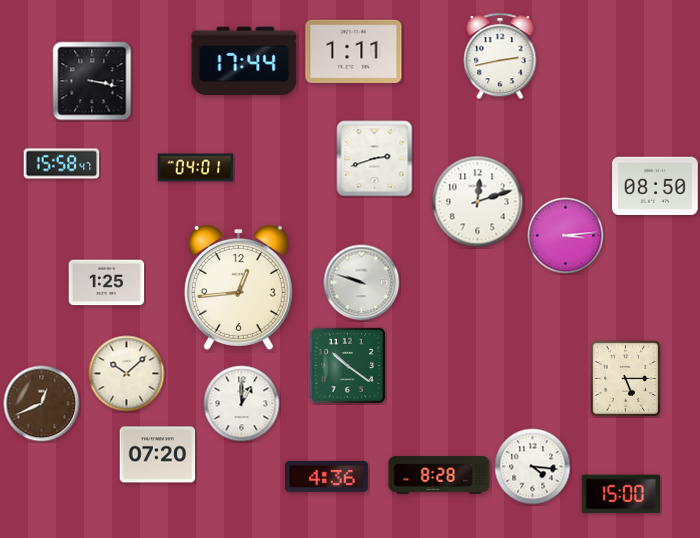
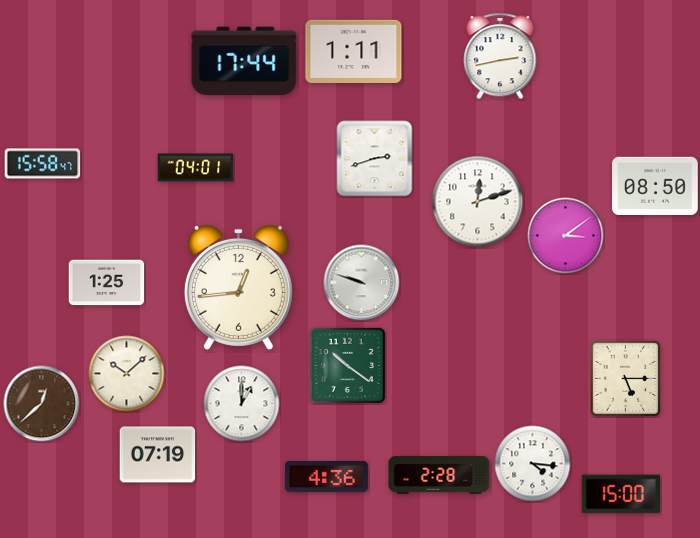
clock at (92, 81): 3:17 -> none
clock at (62, 164) position: (62, 164) -> (43, 164)
clock at (566, 236): 3:14 -> 3:09
clock at (42, 404): 12:41 -> 12:38
clock at (158, 455): 07:20 -> 07:19
clock at (533, 467) position: (533, 467) -> (533, 464)
clock at (439, 475): 8:28 -> 2:28
